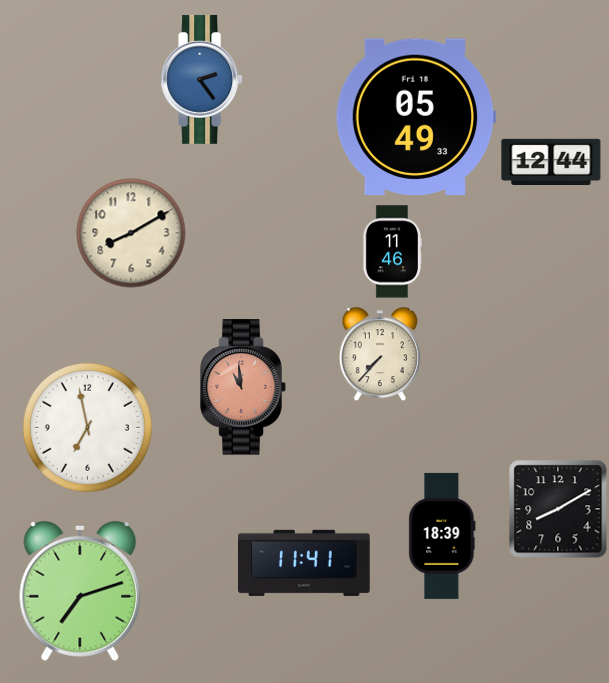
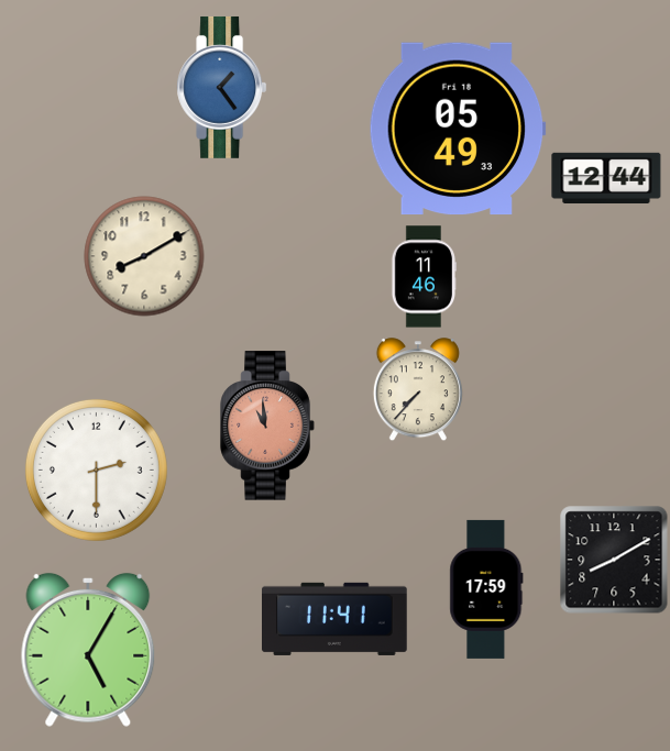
clock at (202, 79): 2:24 -> 1:24
clock at (391, 252) position: (391, 252) -> (422, 277)
clock at (87, 427): 6:58 -> 2:30
clock at (442, 536): 18:39 -> 17:59
clock at (80, 591): 7:12 -> 5:05
